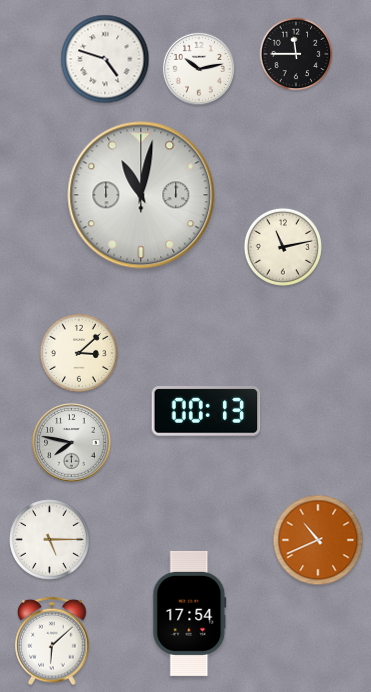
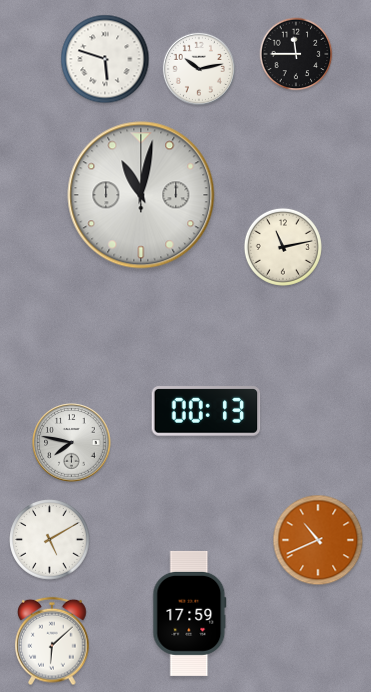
clock at (105, 59): 4:48 -> 5:48
clock at (79, 353): 3:08 -> none
clock at (50, 540): 5:15 -> 5:10
clock at (190, 613): 17:54 -> 17:59
